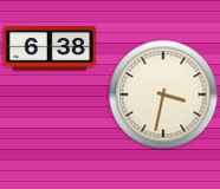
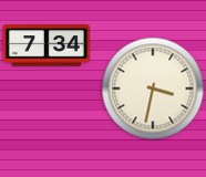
clock at (50, 48): 6:38 -> 7:34
